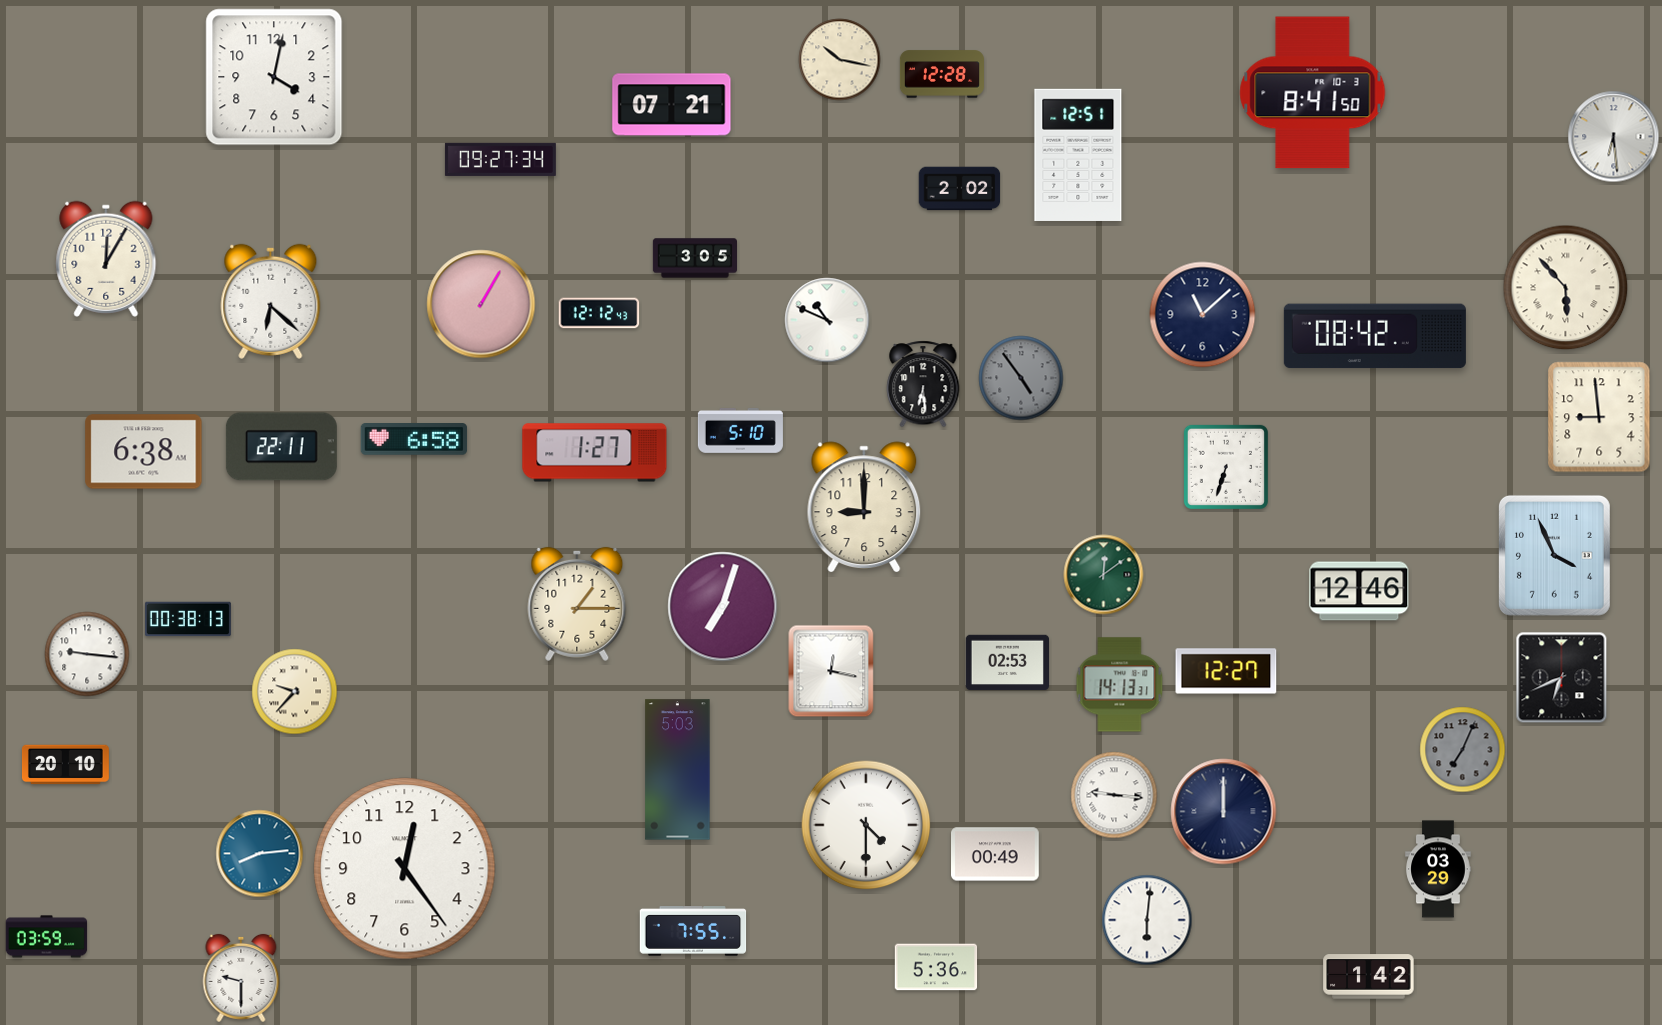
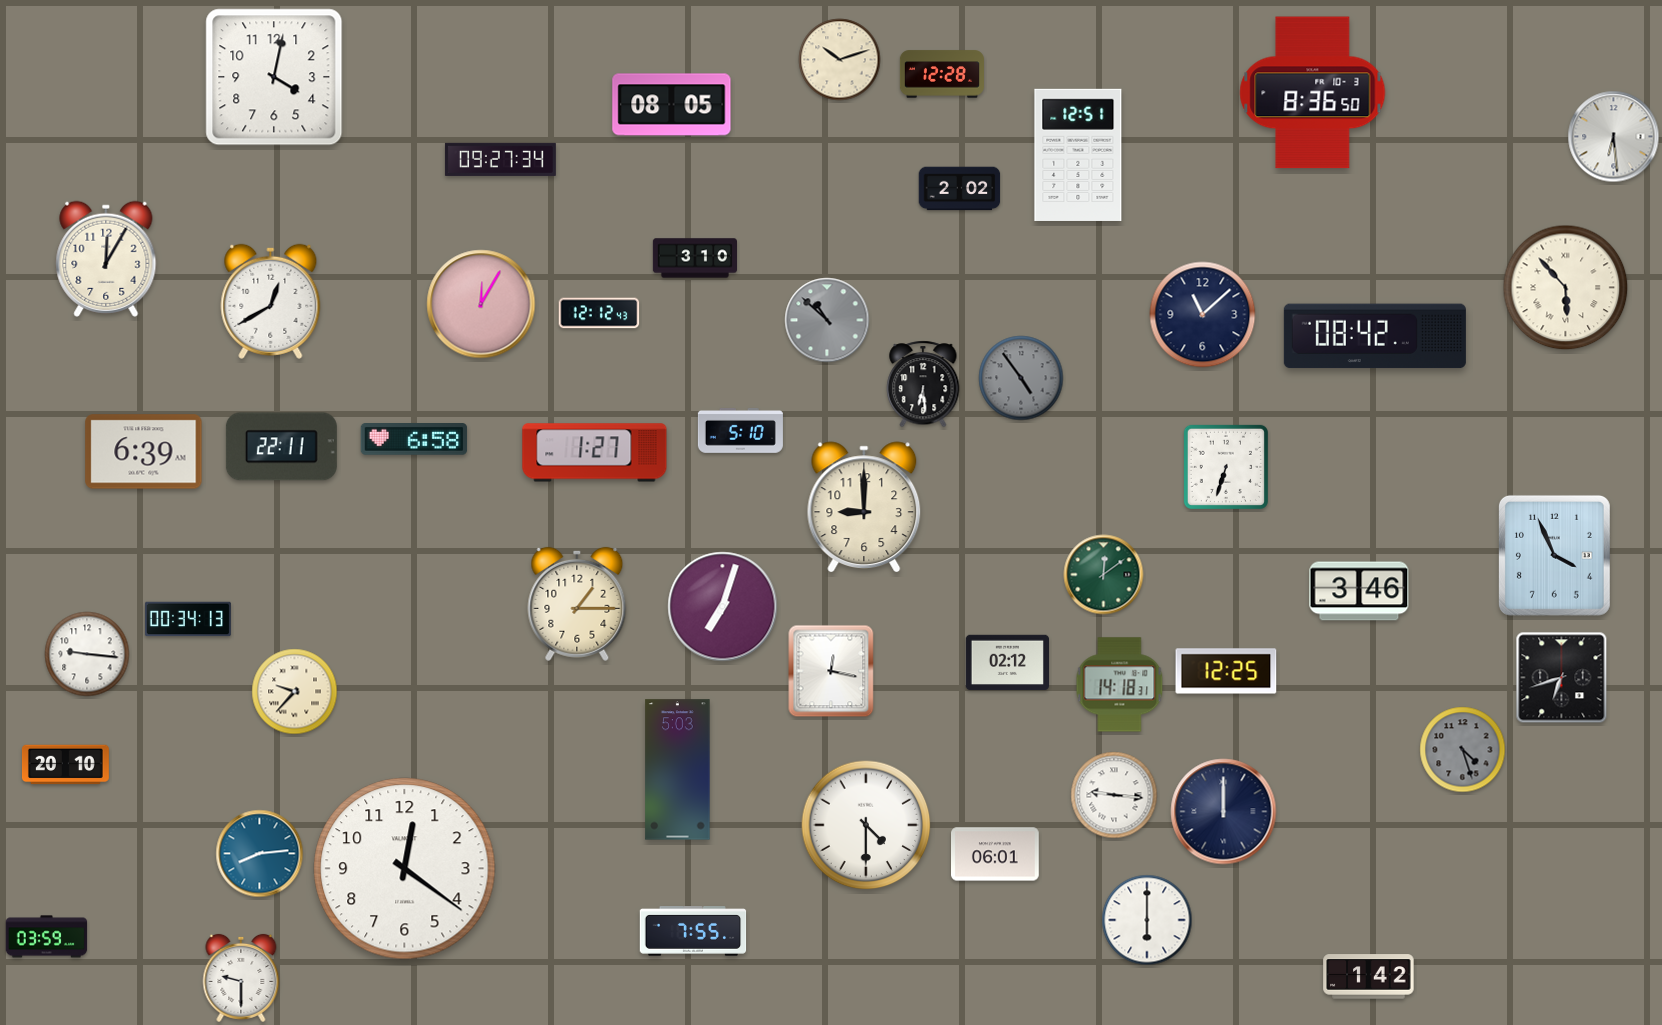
clock at (840, 60): 10:17 -> 10:12
clock at (1313, 93): 8:41 -> 8:36
clock at (672, 105): 07:21 -> 08:05
clock at (694, 258): 3:05 -> 3:10
clock at (271, 301): 6:22 -> 12:40
clock at (481, 304): 1:05 -> 12:05
clock at (827, 320): 10:49 -> 10:52
clock at (827, 320) dial: white -> grey
clock at (1599, 417): 8:59 -> none
clock at (144, 452): 6:38 -> 6:39
clock at (1359, 591): 12:46 -> 3:46
clock at (188, 619): 00:38 -> 00:34
clock at (1007, 663): 02:53 -> 02:12
clock at (1226, 671): 12:27 -> 12:25
clock at (1562, 678): 6:41 -> 6:42
clock at (1120, 685): 14:13 -> 14:18
clock at (1463, 750): 7:04 -> 4:27
clock at (996, 854): 00:49 -> 06:01
clock at (405, 869): 12:24 -> 12:21
clock at (1438, 869): 03:29 -> none
clock at (1147, 920): 6:01 -> 6:00
clock at (936, 967): 5:36 -> none
